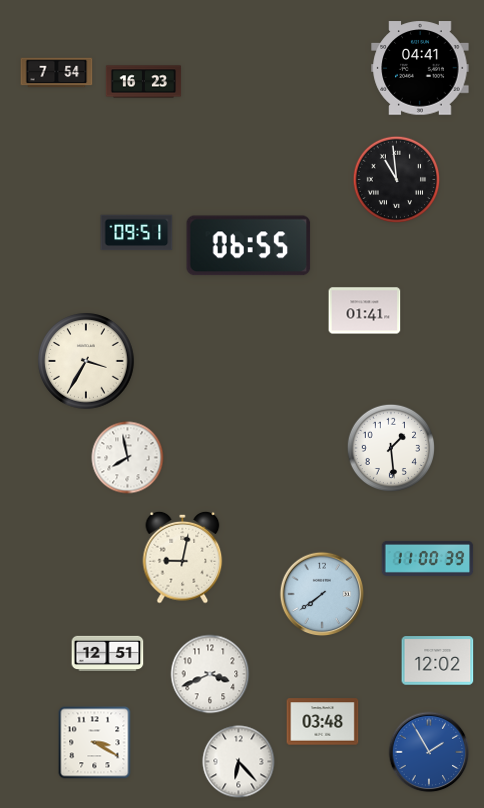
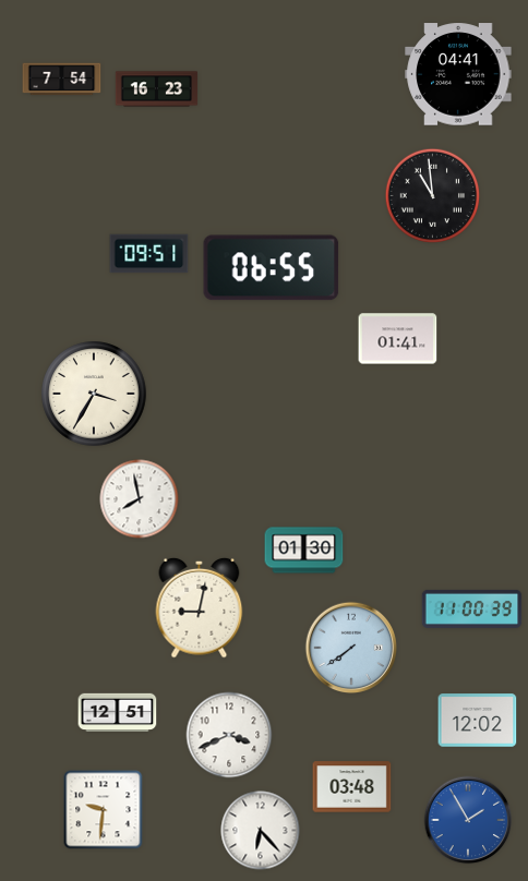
clock at (390, 447): 1:29 -> none
clock at (304, 551): none -> 01:30
clock at (428, 558) position: (428, 558) -> (472, 608)
clock at (95, 743): 3:20 -> 9:31
